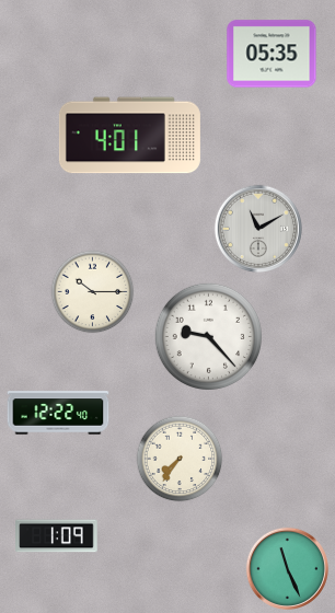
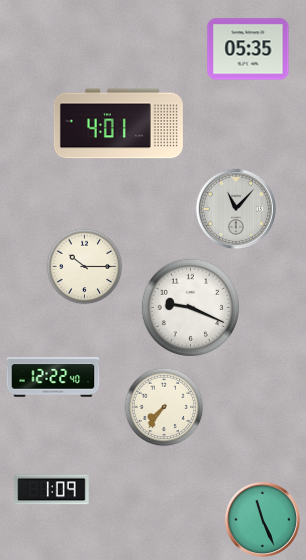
clock at (257, 228): 11:10 -> 11:07
clock at (208, 336): 9:23 -> 9:19
clock at (180, 459) position: (180, 459) -> (164, 407)
